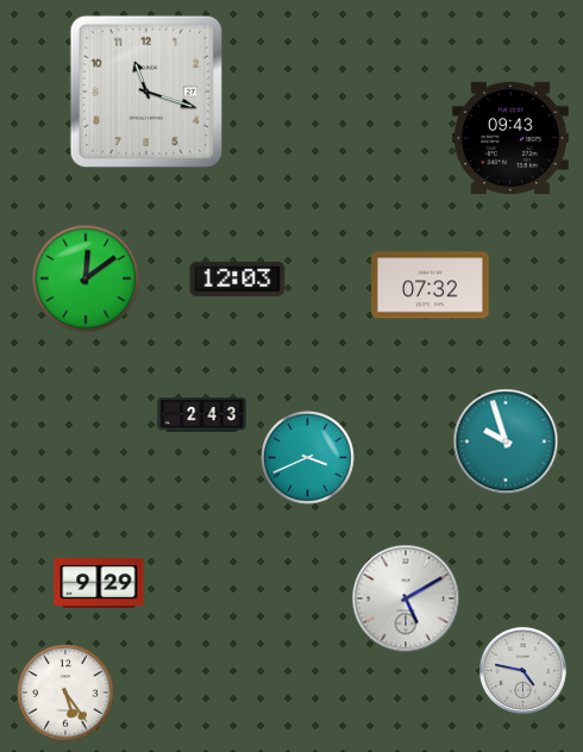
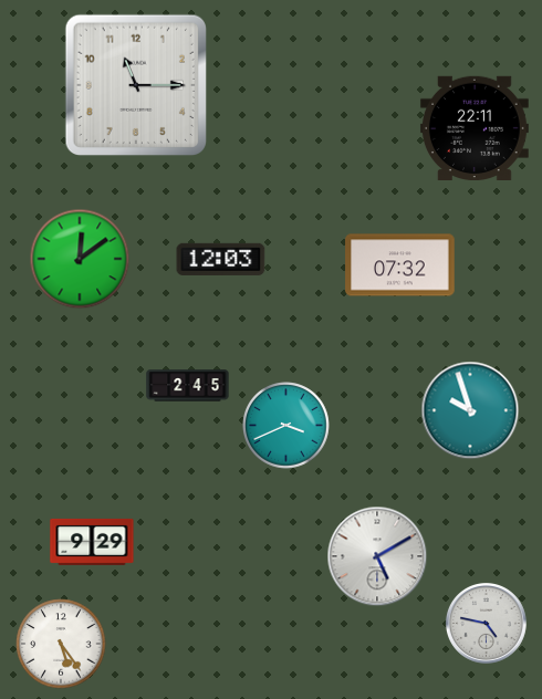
clock at (146, 92): 11:18 -> 11:15
clock at (510, 137): 09:43 -> 22:11
clock at (202, 415): 2:43 -> 2:45
